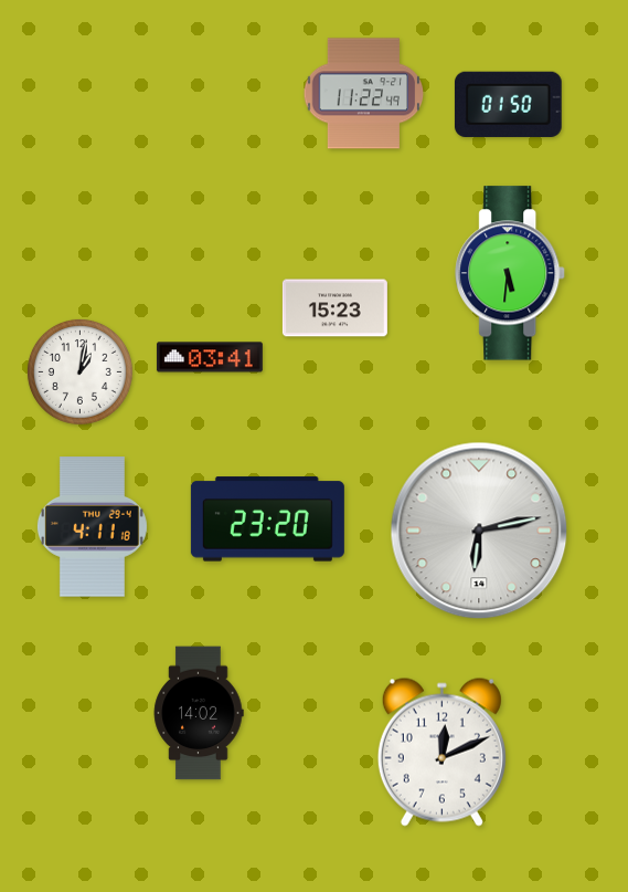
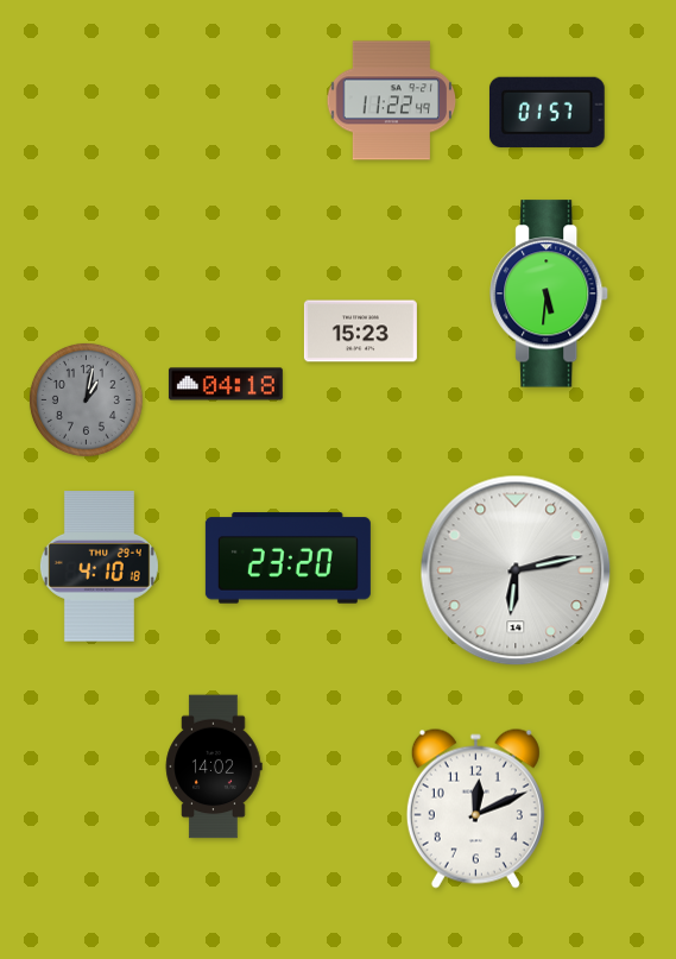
clock at (508, 104): 01:50 -> 01:57
clock at (210, 357): 03:41 -> 04:18
clock at (79, 371) dial: white -> grey
clock at (92, 527): 4:11 -> 4:10
